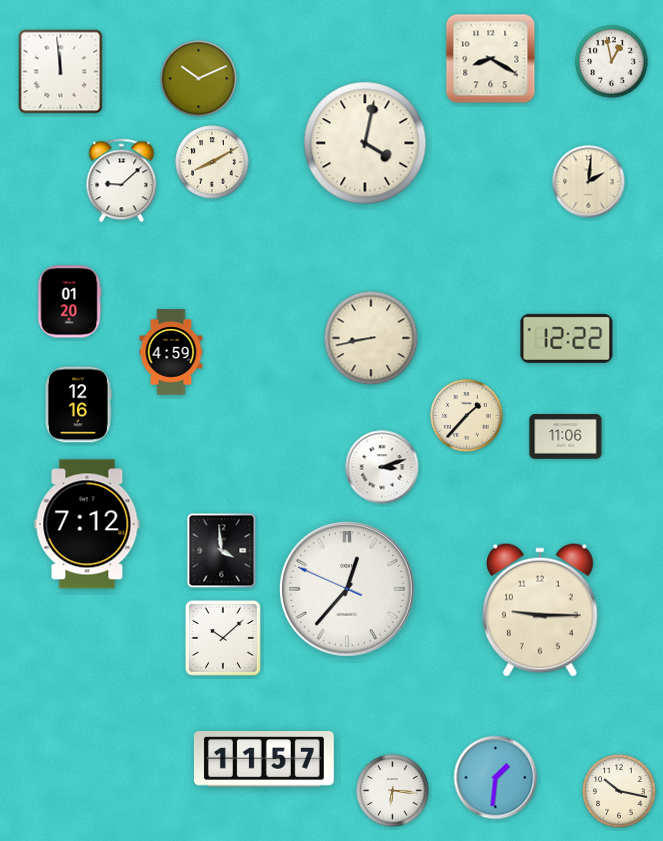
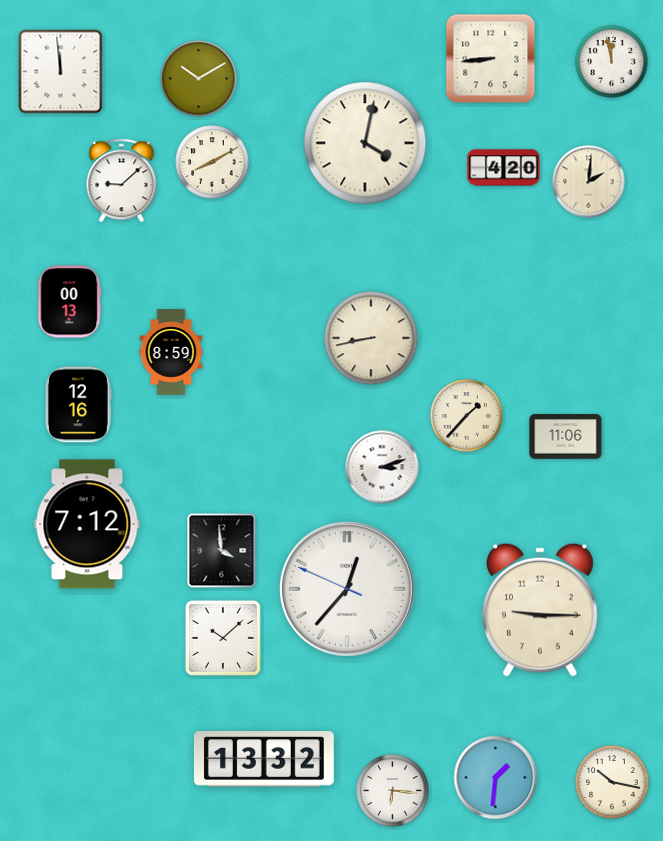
clock at (491, 59): 8:20 -> 8:44
clock at (612, 62): 12:58 -> 11:58
clock at (199, 79): 10:11 -> 10:10
clock at (504, 168): none -> 4:20
clock at (69, 302): 01:20 -> 00:13
clock at (567, 338): 12:22 -> none
clock at (171, 352): 4:59 -> 8:59
clock at (264, 759): 11:57 -> 13:32
clock at (619, 791) position: (619, 791) -> (612, 782)
